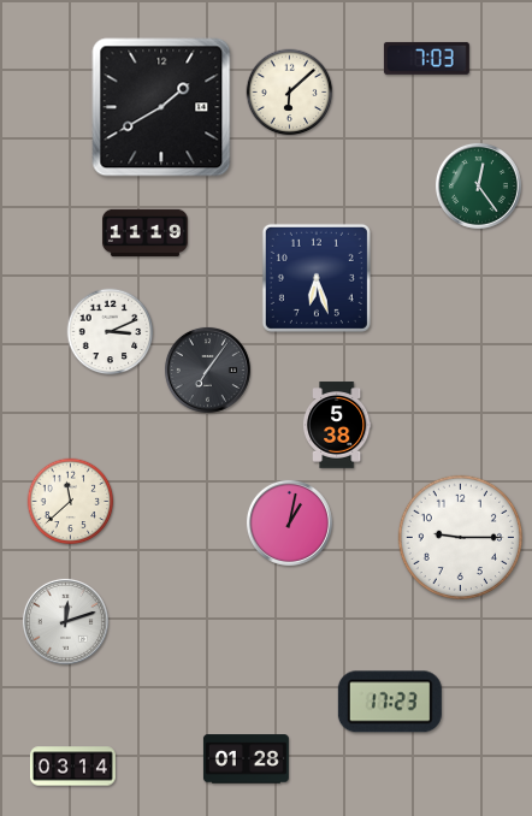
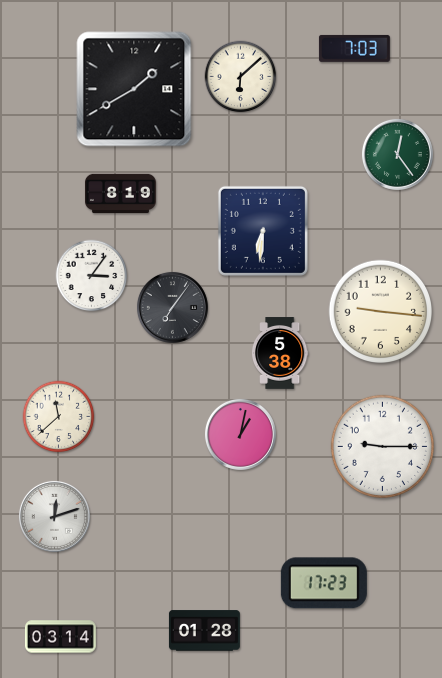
clock at (144, 233): 11:19 -> 8:19
clock at (317, 278): 6:27 -> 6:31
clock at (111, 332): 3:11 -> 3:06
clock at (380, 311): none -> 9:16
